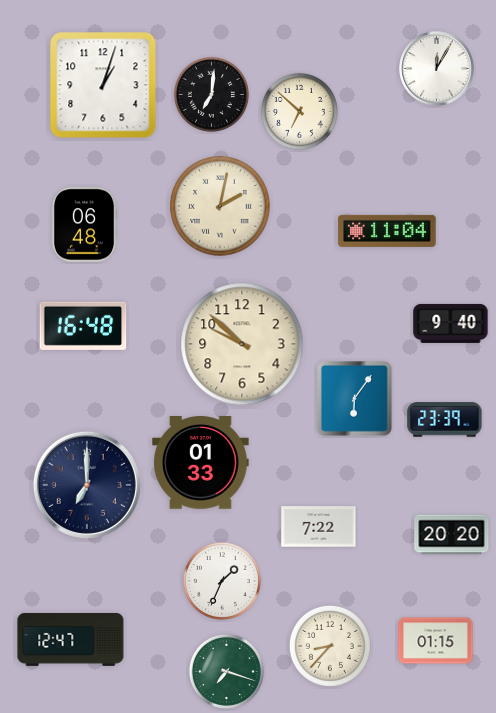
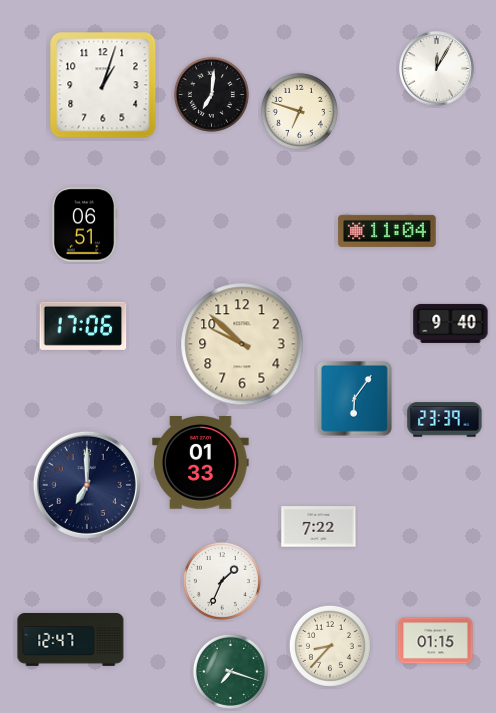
clock at (299, 111): 6:52 -> 6:48
clock at (220, 206): 2:02 -> none
clock at (84, 225): 06:48 -> 06:51
clock at (83, 326): 16:48 -> 17:06
clock at (452, 535): 20:20 -> none
clock at (226, 671) position: (226, 671) -> (230, 671)
